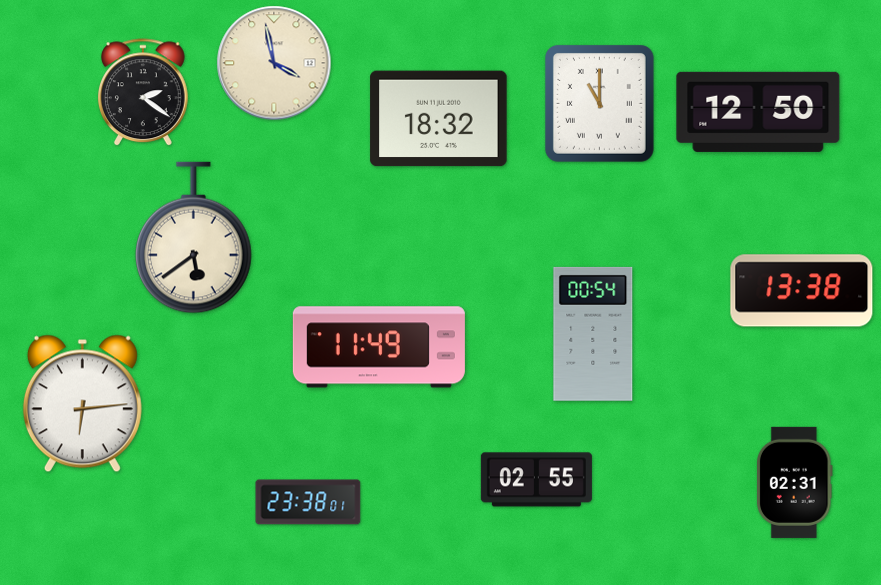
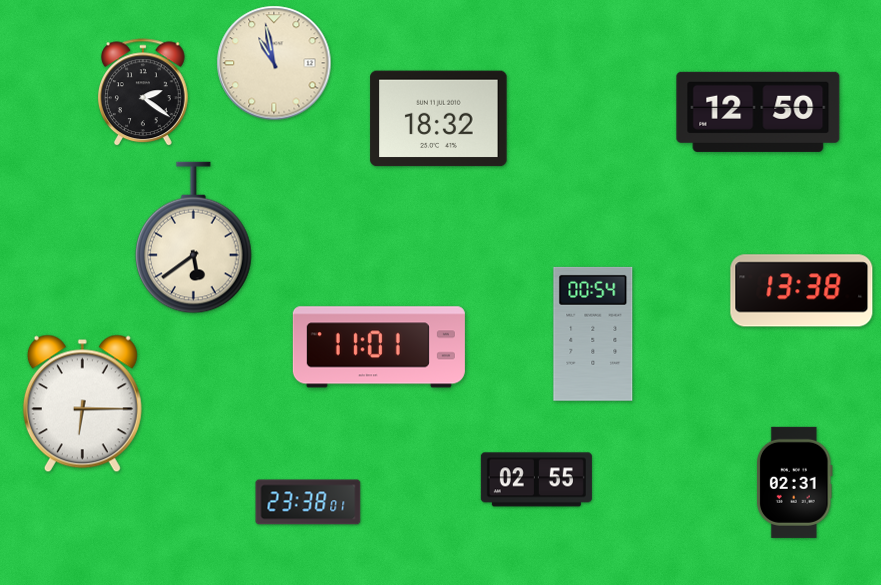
clock at (274, 63): 3:58 -> 10:58
clock at (599, 103): 11:00 -> none
clock at (379, 347): 11:49 -> 11:01
clock at (82, 404): 6:14 -> 6:15
